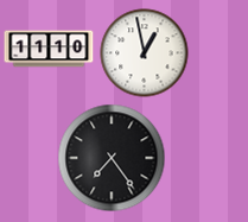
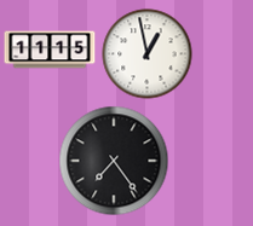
clock at (49, 49): 11:10 -> 11:15
